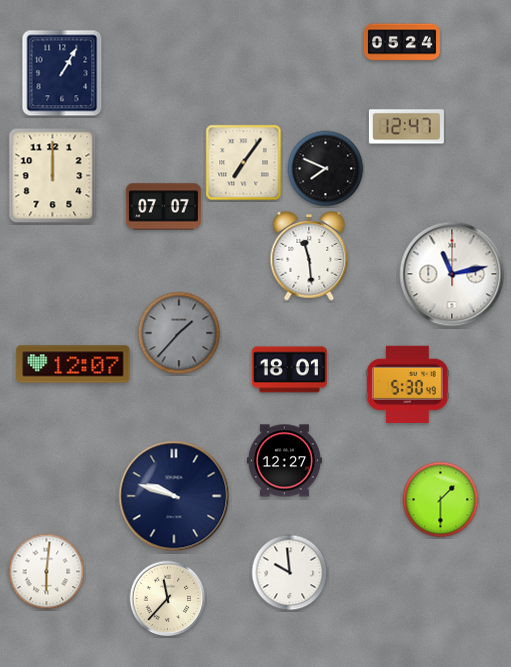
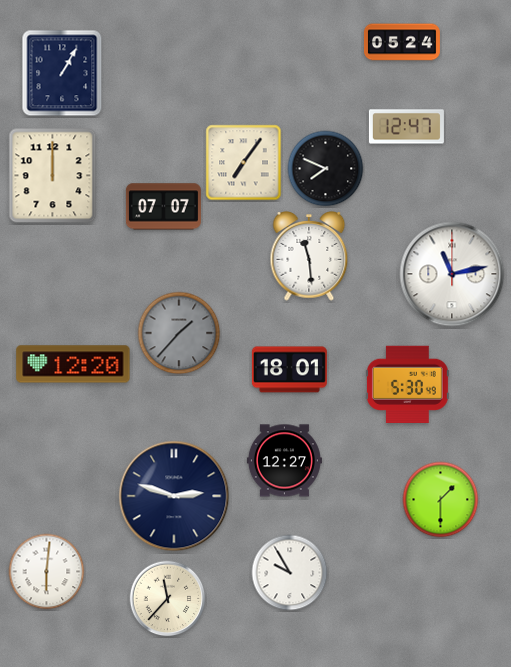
clock at (73, 364): 12:07 -> 12:20
clock at (174, 496): 9:48 -> 2:48
clock at (290, 573): 9:59 -> 9:55
